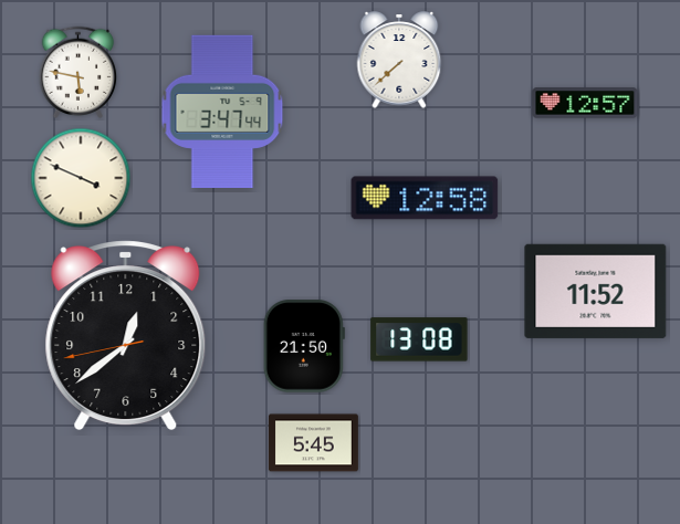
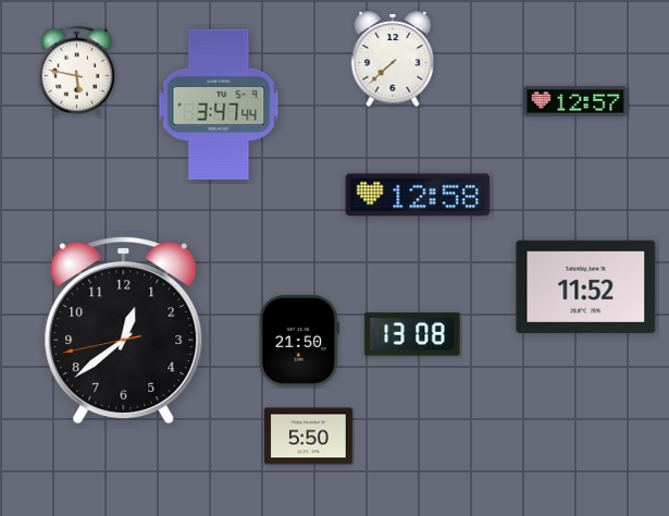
clock at (222, 111) position: (222, 111) -> (219, 103)
clock at (81, 178): 3:49 -> none
clock at (313, 443): 5:45 -> 5:50
